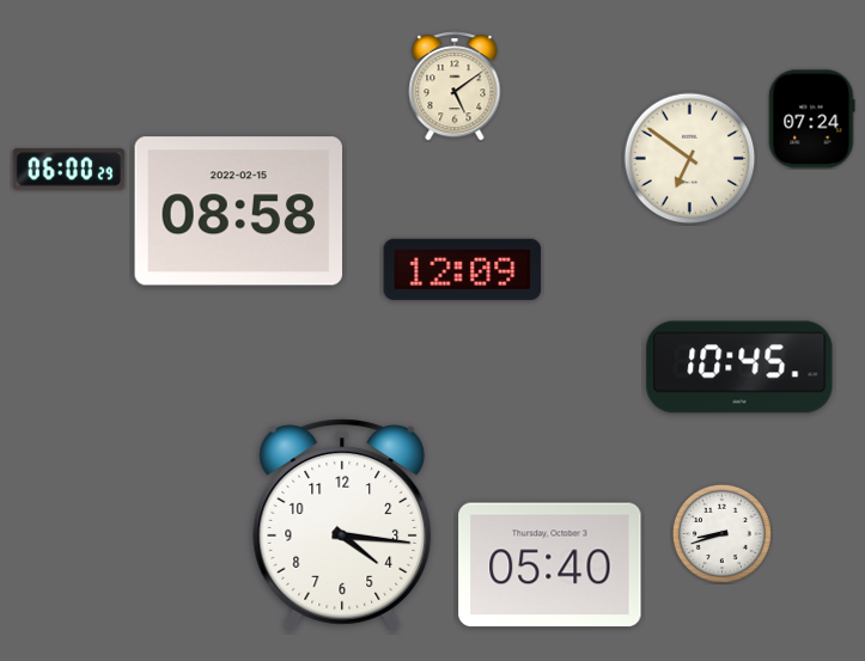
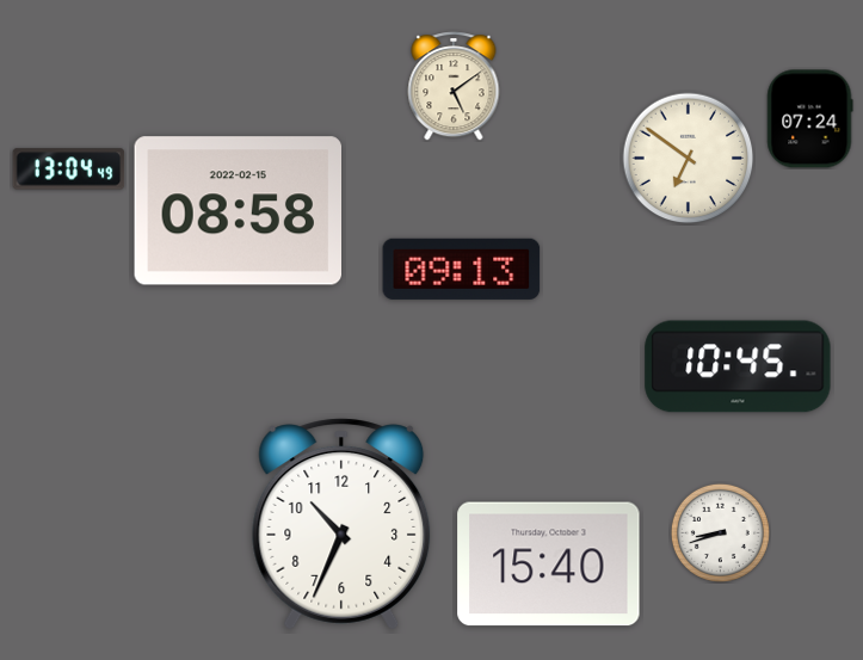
clock at (69, 170): 06:00 -> 13:04
clock at (463, 269): 12:09 -> 09:13
clock at (342, 525): 4:16 -> 10:34
clock at (550, 565): 05:40 -> 15:40
